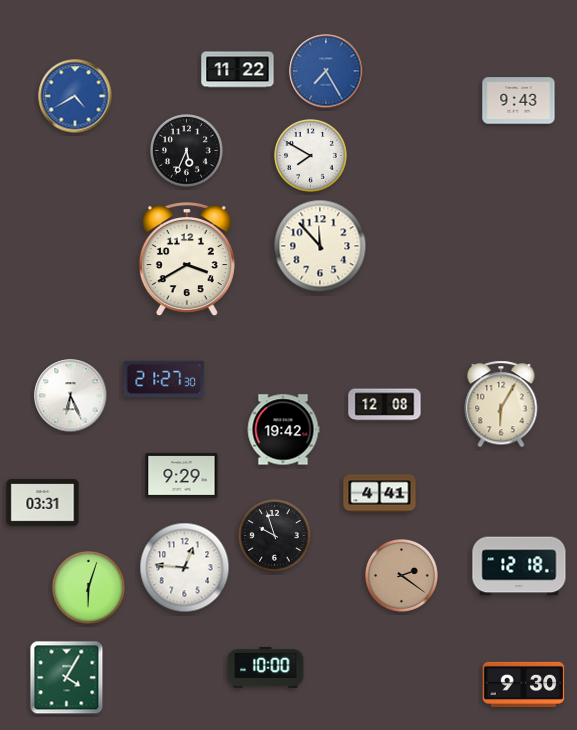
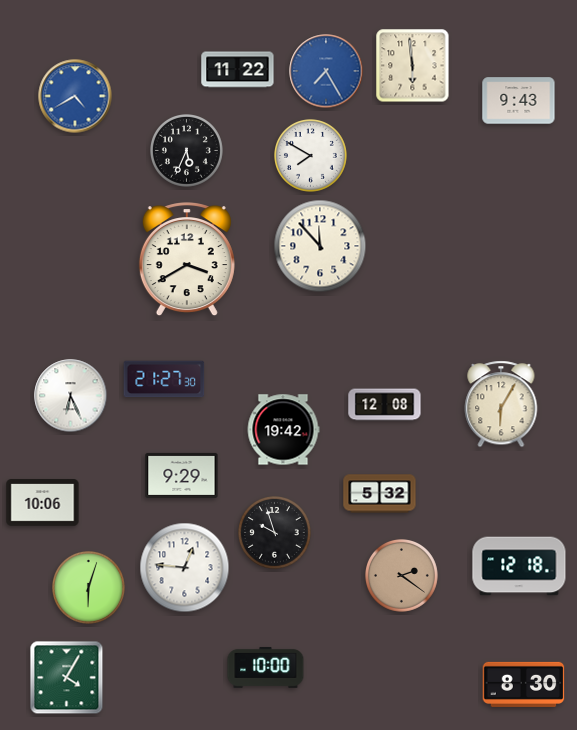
clock at (413, 66): none -> 5:59
clock at (380, 494): 4:41 -> 5:32
clock at (43, 503): 03:31 -> 10:06
clock at (275, 536) position: (275, 536) -> (275, 533)
clock at (524, 684): 9:30 -> 8:30
